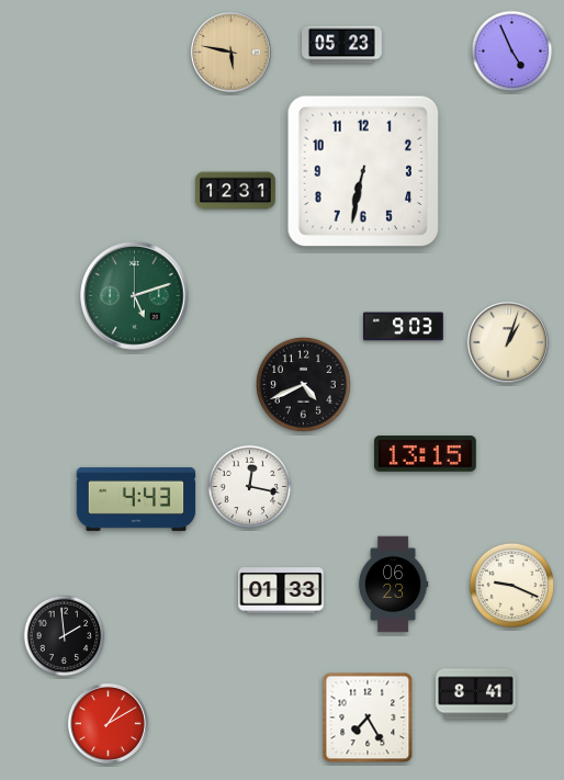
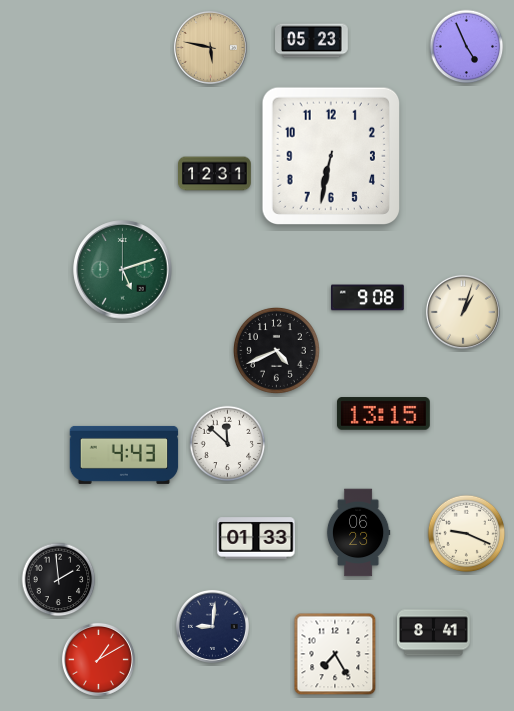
clock at (404, 327): 9:03 -> 9:08
clock at (425, 454) position: (425, 454) -> (383, 414)
clock at (250, 487): 12:17 -> 11:52
clock at (212, 626): none -> 9:01
